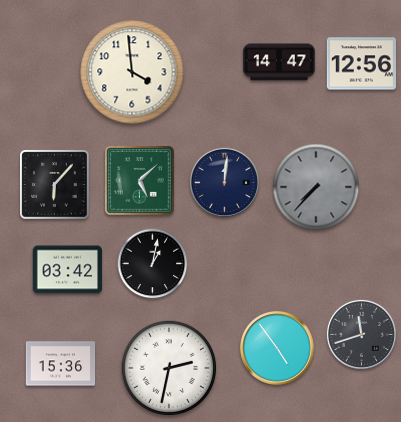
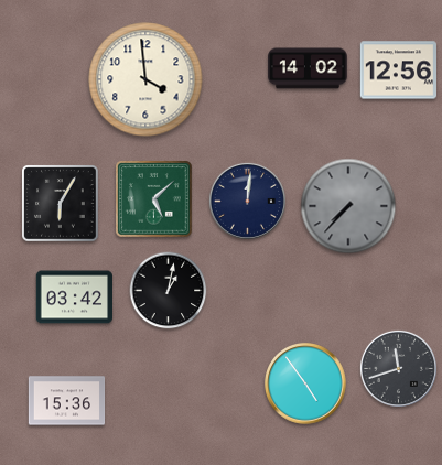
clock at (279, 62): 14:47 -> 14:02
clock at (55, 185): 6:07 -> 6:05
clock at (169, 368): 2:32 -> none
